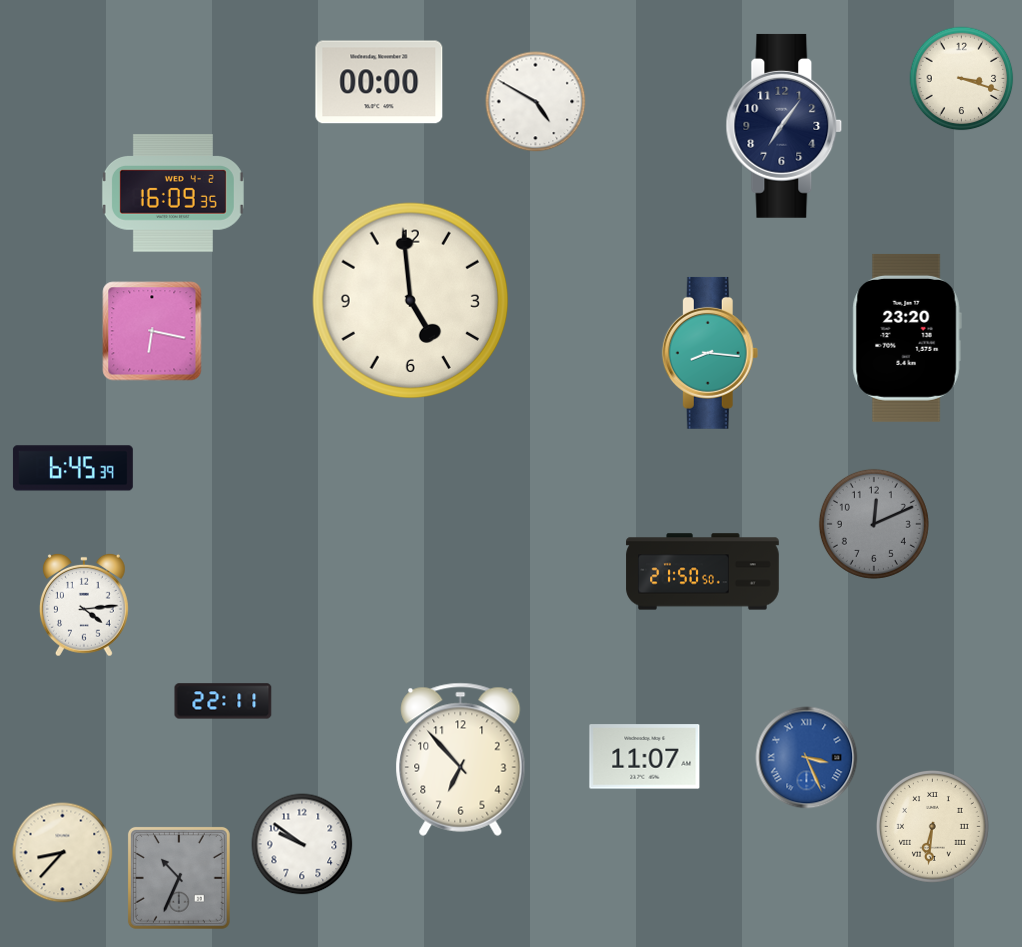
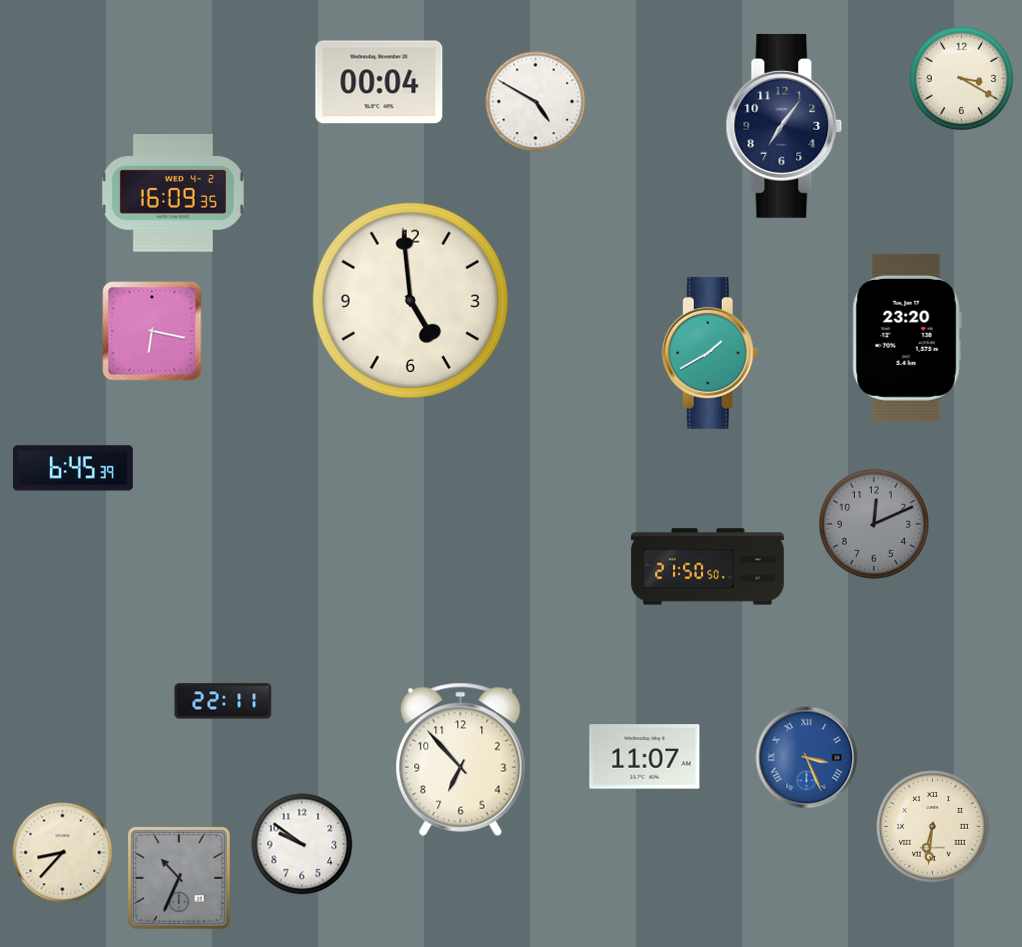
clock at (962, 79): 3:18 -> 3:20
clock at (379, 82): 00:00 -> 00:04
clock at (710, 353): 8:16 -> 1:40
clock at (703, 572) position: (703, 572) -> (708, 567)
clock at (84, 605): 4:14 -> none
